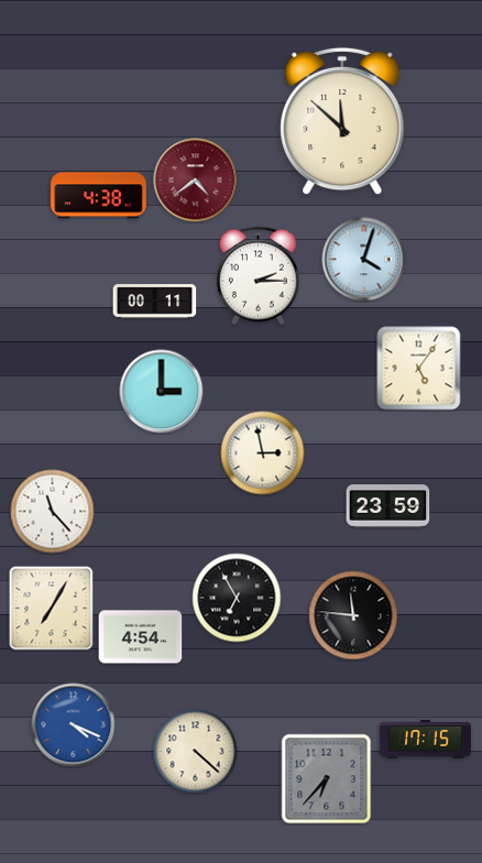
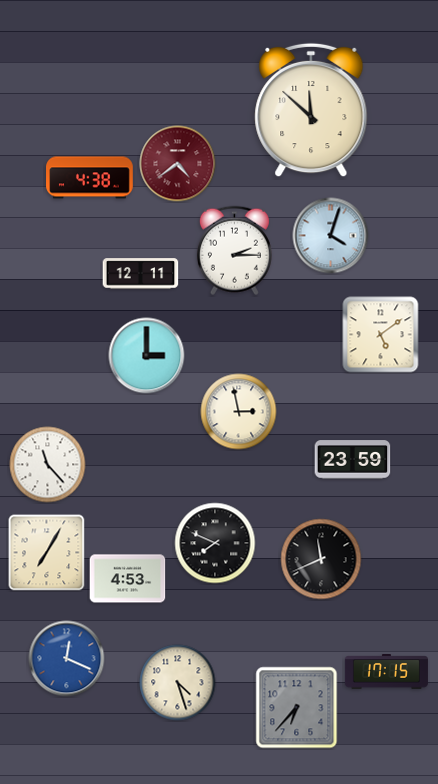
clock at (155, 302): 00:11 -> 12:11
clock at (419, 369): 5:06 -> 5:09
clock at (237, 598): 6:55 -> 7:49
clock at (353, 615): 11:46 -> 11:41
clock at (141, 637): 4:54 -> 4:53
clock at (74, 725): 4:19 -> 12:19
clock at (196, 752): 4:22 -> 4:27
